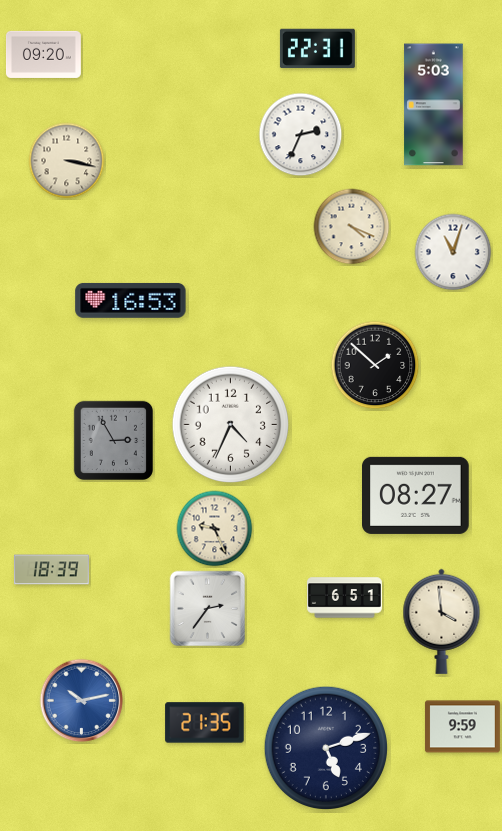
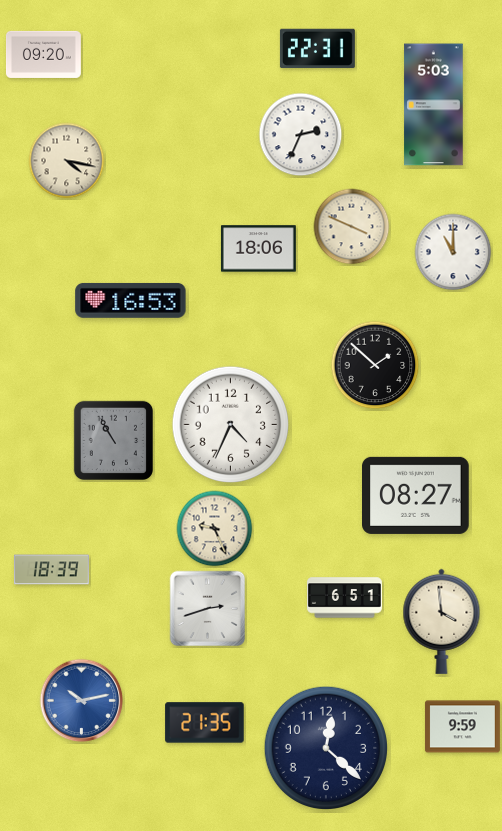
clock at (67, 161): 3:17 -> 4:17
clock at (352, 227): 4:19 -> 3:49
clock at (258, 249): none -> 18:06
clock at (453, 252): 11:03 -> 11:00
clock at (113, 440): 2:55 -> 10:55
clock at (208, 609): 2:36 -> 2:42
clock at (325, 747): 5:12 -> 12:22
